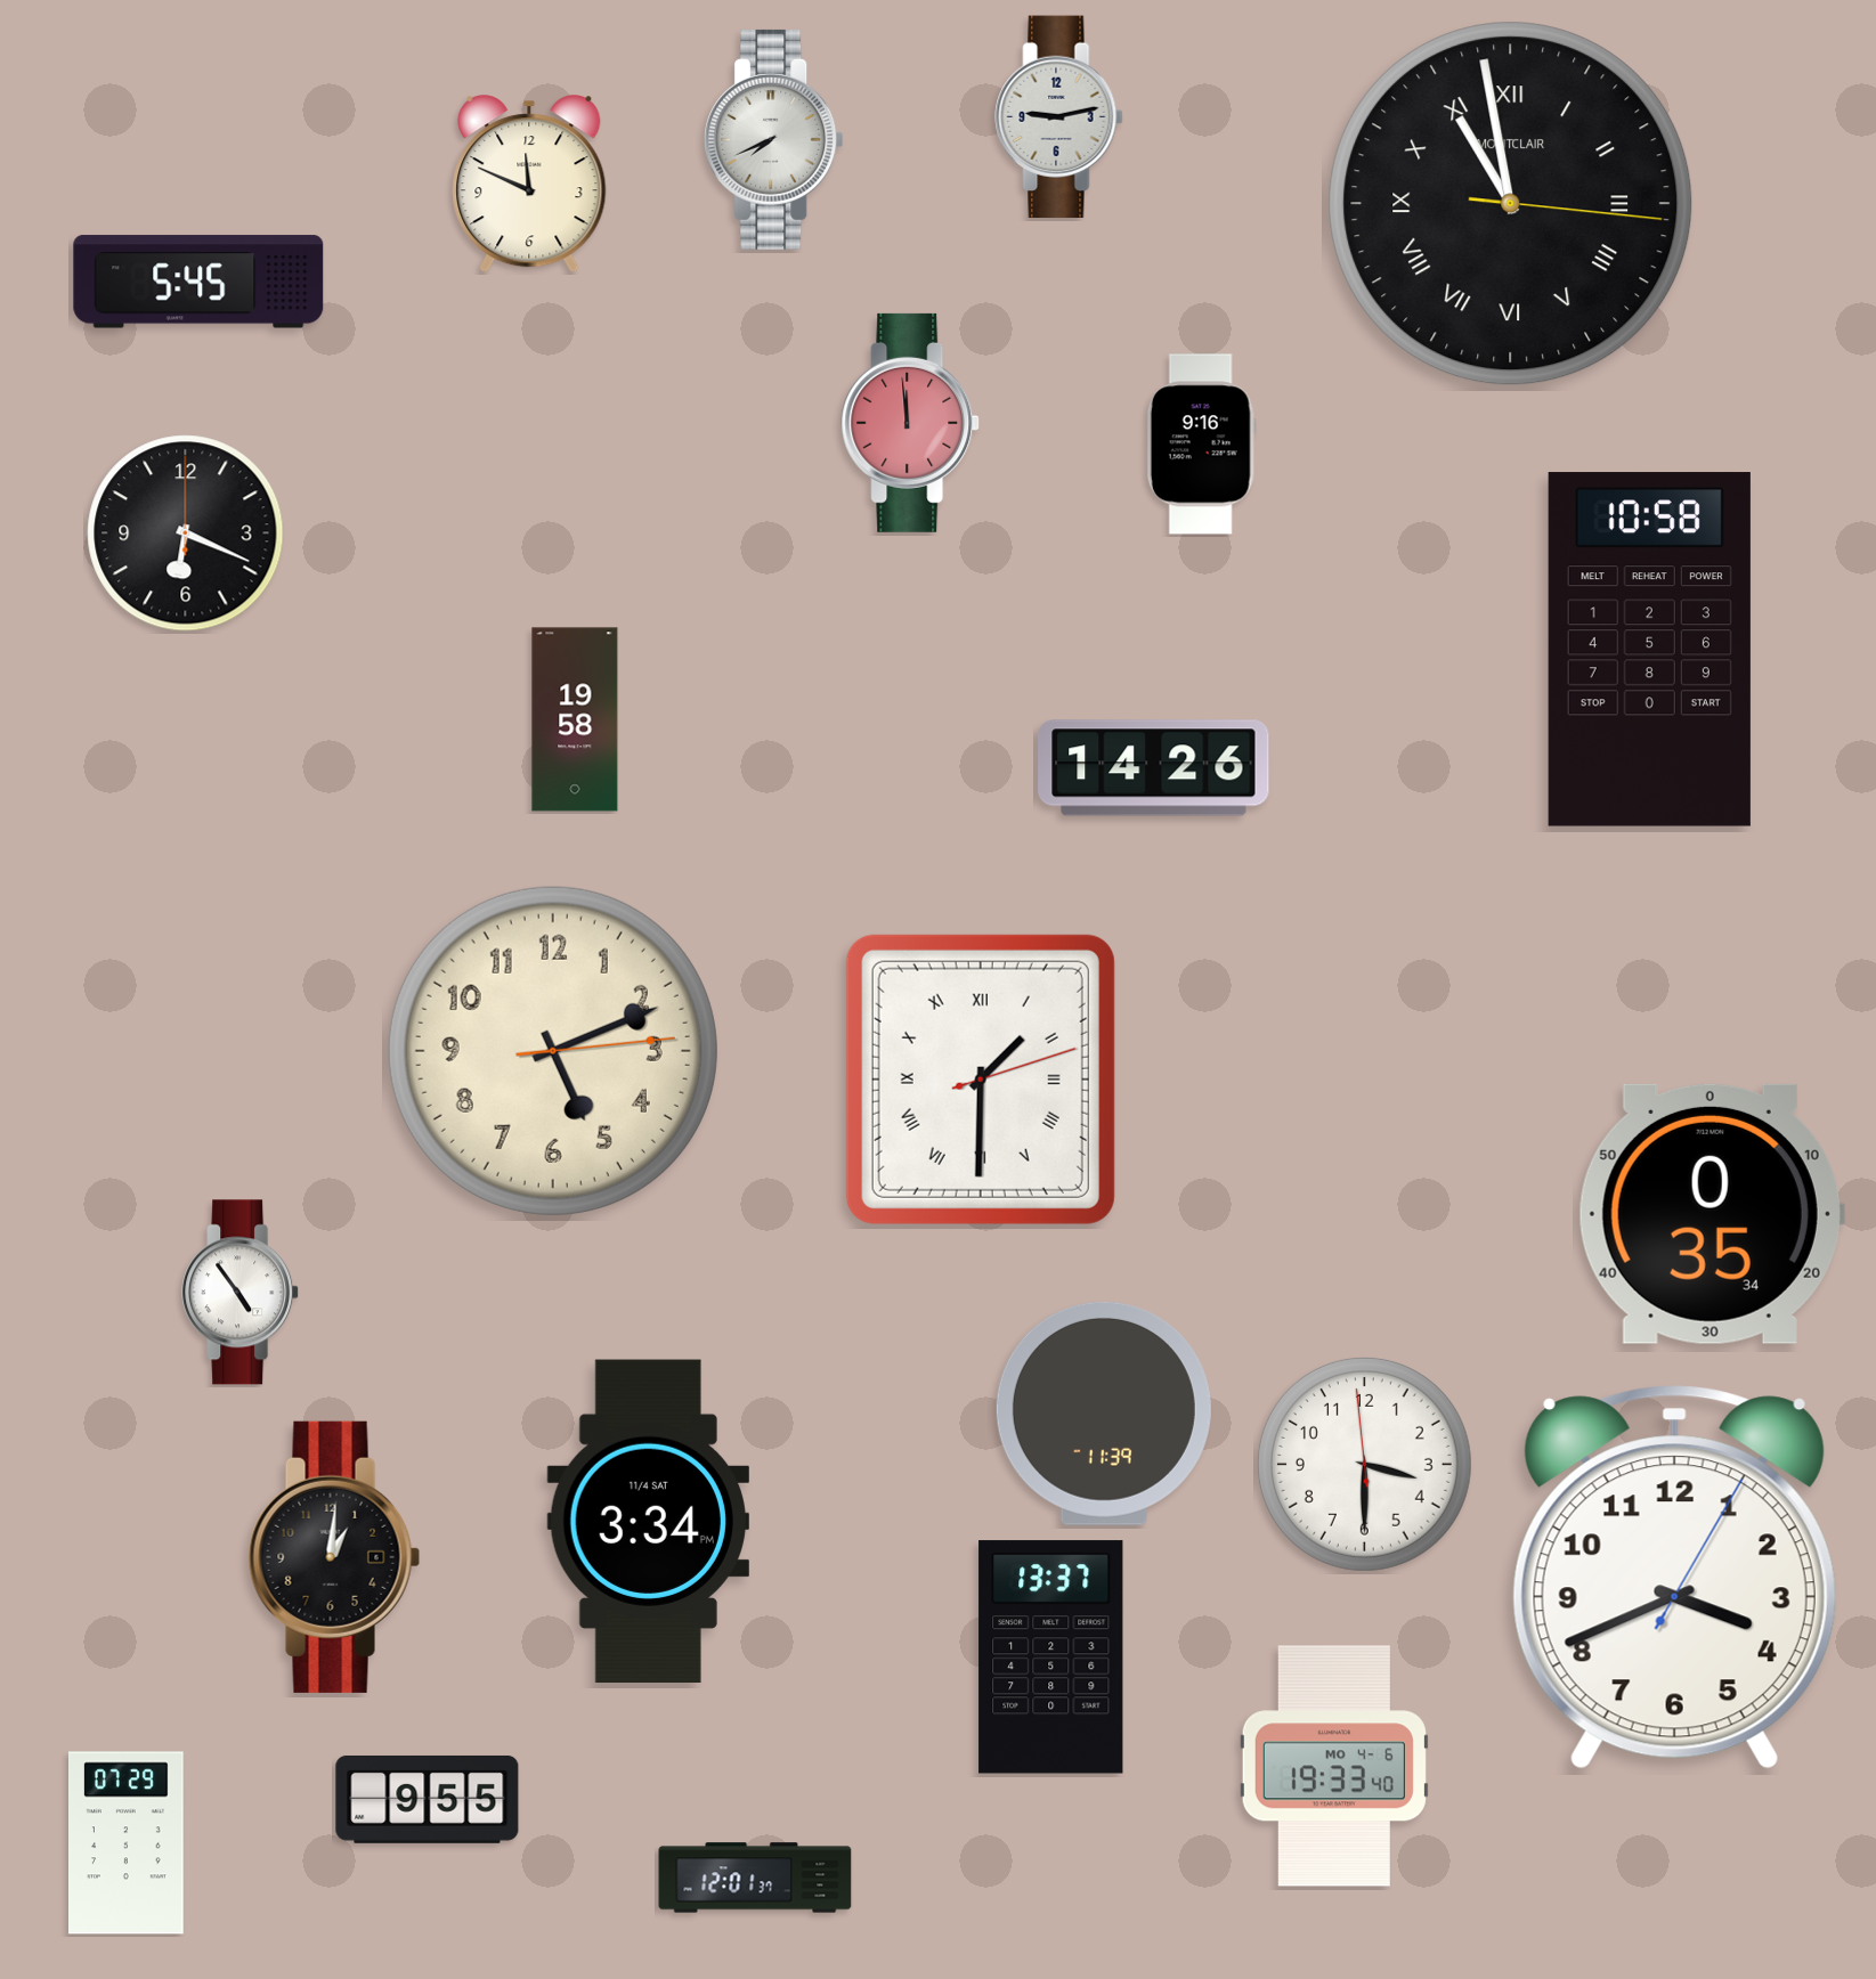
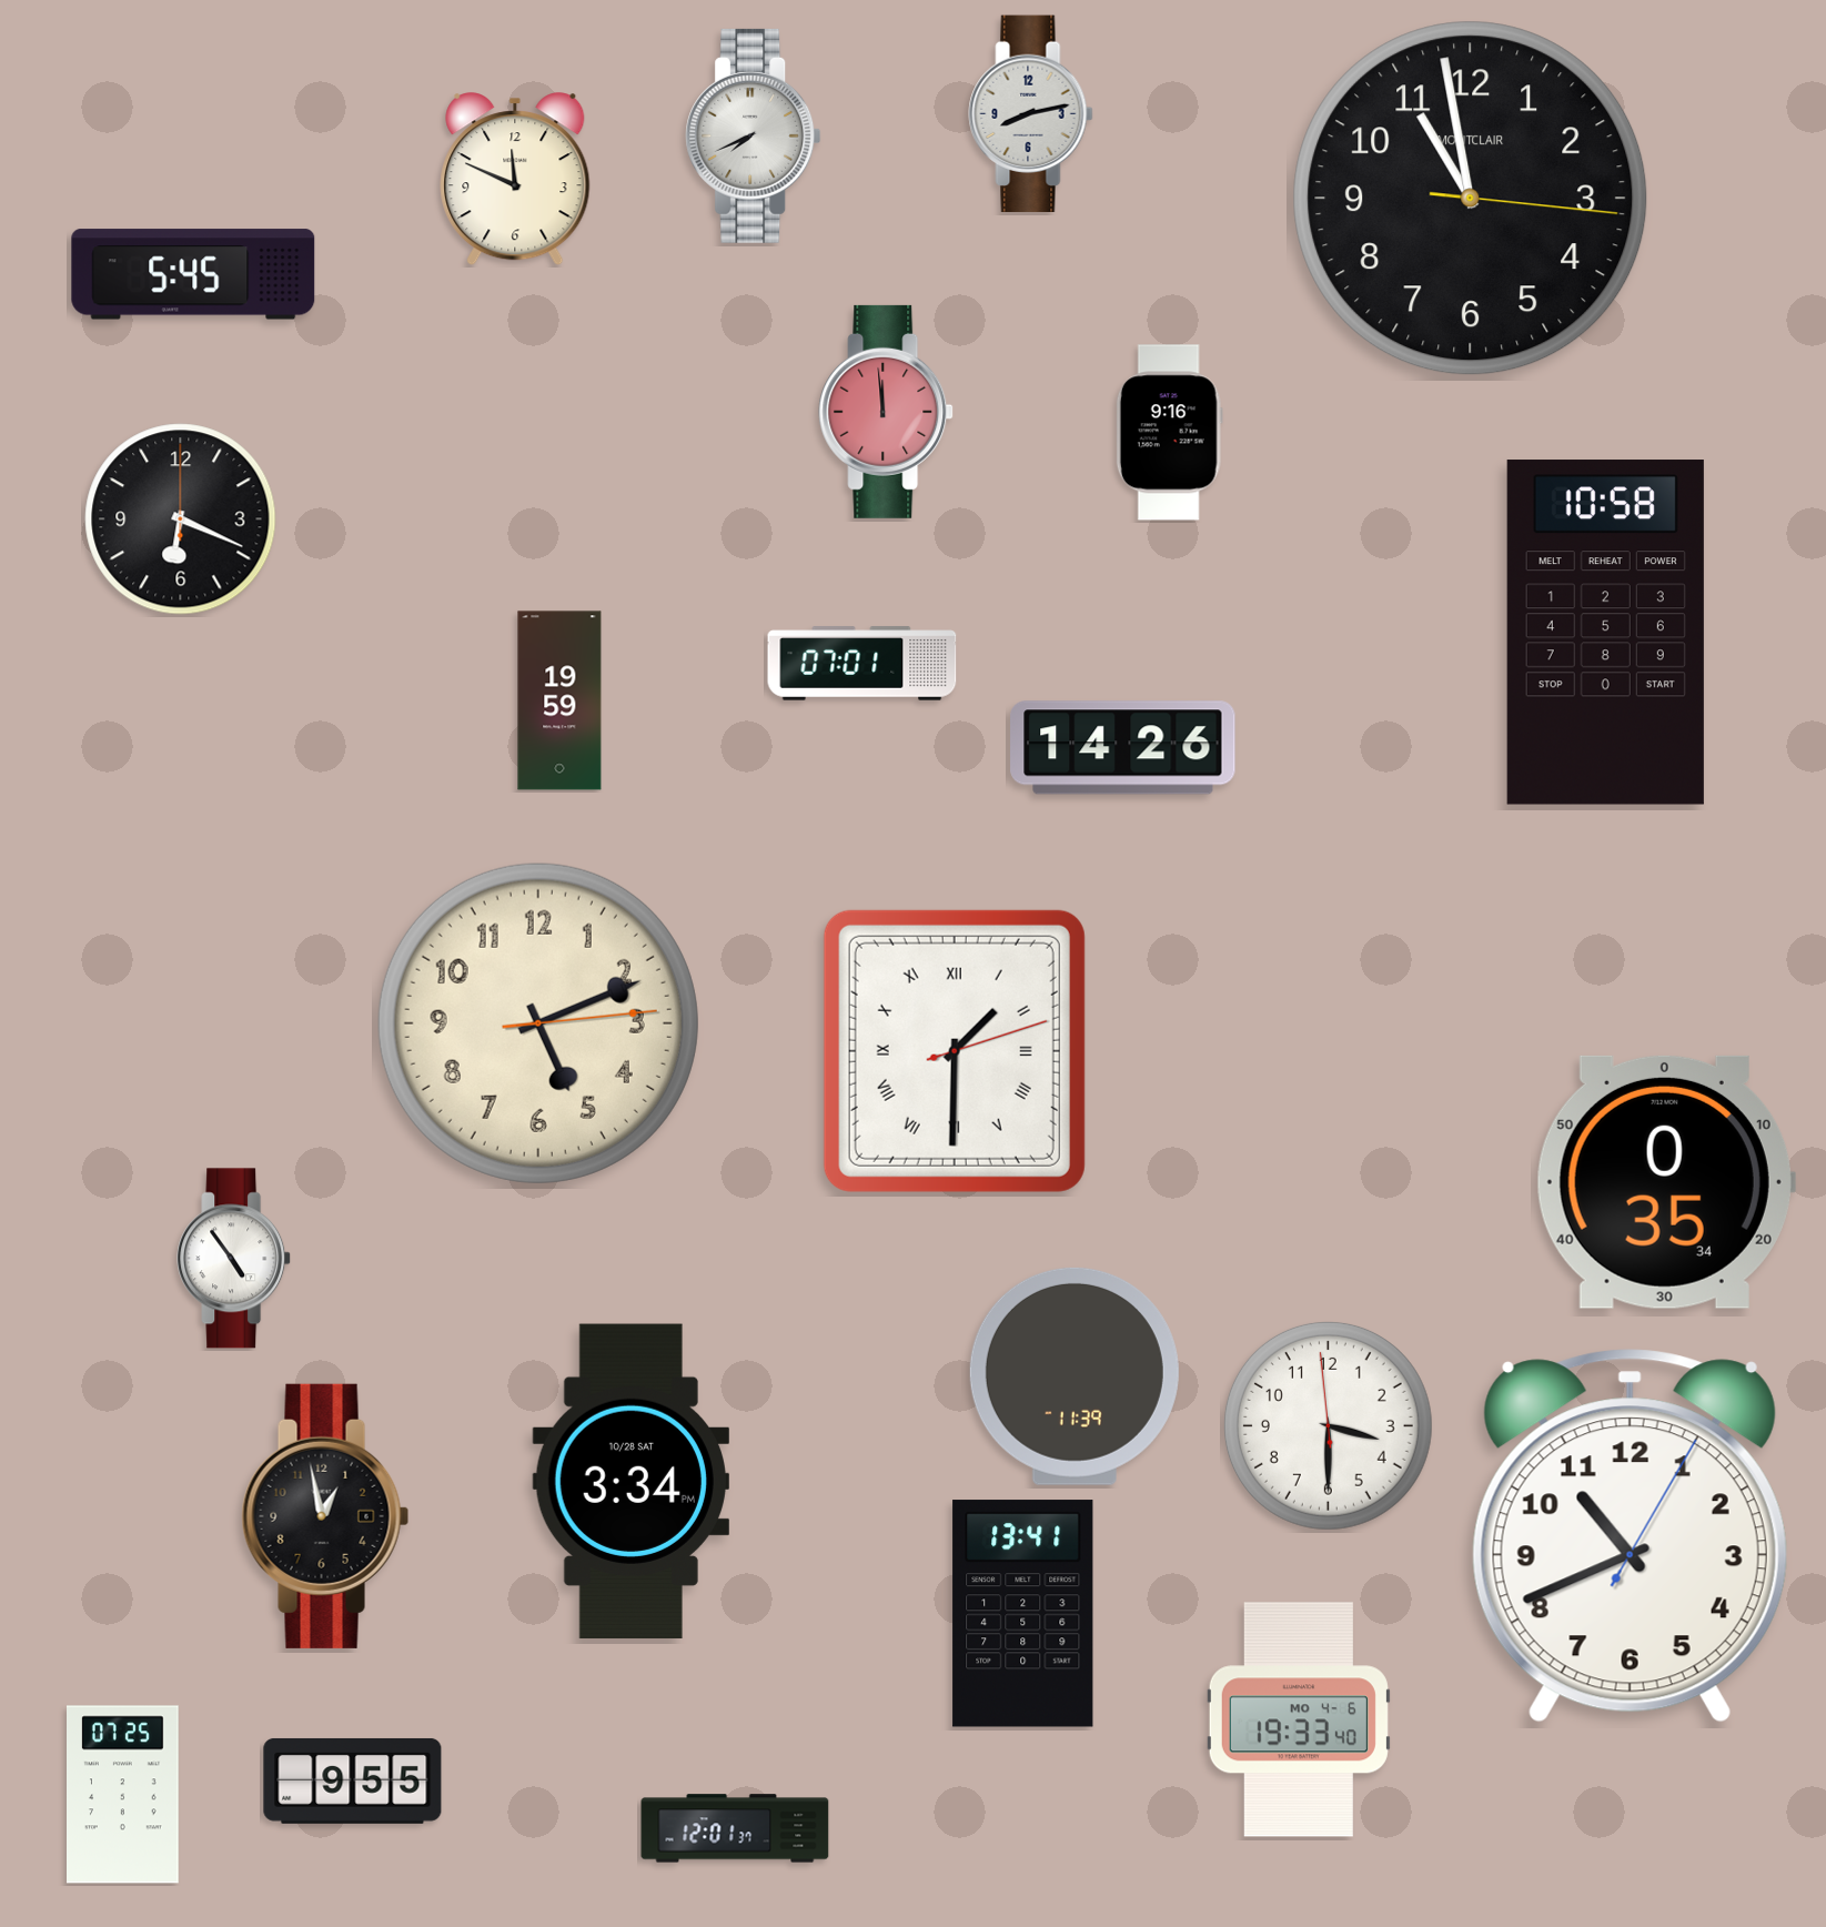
clock at (1059, 117): 9:13 -> 8:13
clock at (1511, 204) numerals: Roman -> Arabic
clock at (862, 664): none -> 07:01
clock at (575, 719): 19:58 -> 19:59
clock at (648, 1522) date: 11/4 SAT -> 10/28 SAT
clock at (334, 1557): 1:01 -> 12:58
clock at (1674, 1578): 3:41 -> 10:41
clock at (1051, 1658): 13:37 -> 13:41
clock at (428, 1799) position: (428, 1799) -> (353, 1780)
clock at (127, 1843): 07:29 -> 07:25
